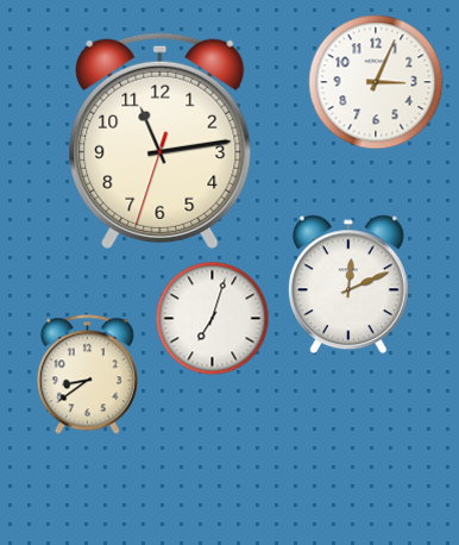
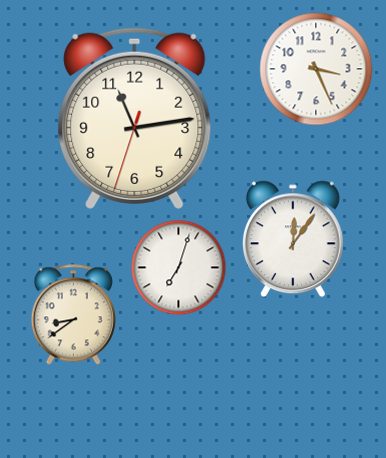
clock at (376, 82): 3:04 -> 3:26
clock at (348, 284): 12:11 -> 12:06
